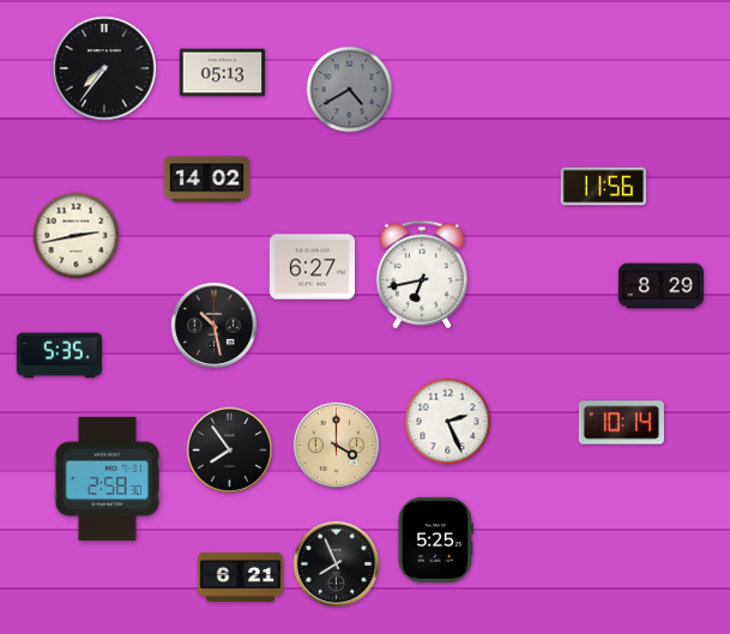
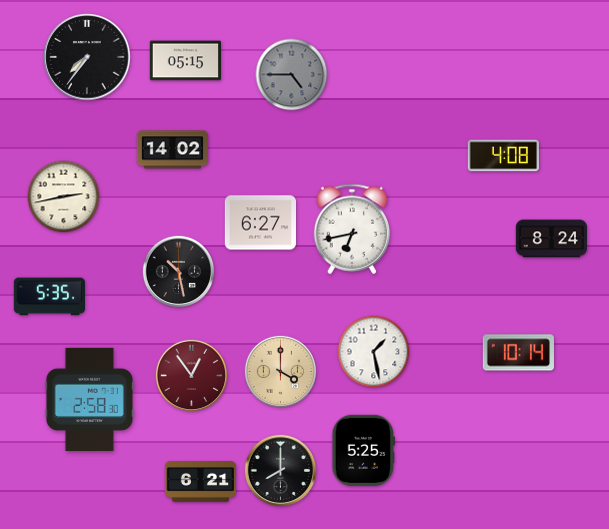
clock at (222, 73): 05:13 -> 05:15
clock at (350, 90): 4:40 -> 4:45
clock at (603, 187): 11:56 -> 4:08
clock at (660, 286): 8:29 -> 8:24
clock at (448, 422): 2:26 -> 1:28
clock at (230, 451): 7:54 -> 12:54
clock at (230, 451) dial: black -> burgundy
clock at (337, 564): 7:56 -> 8:00
